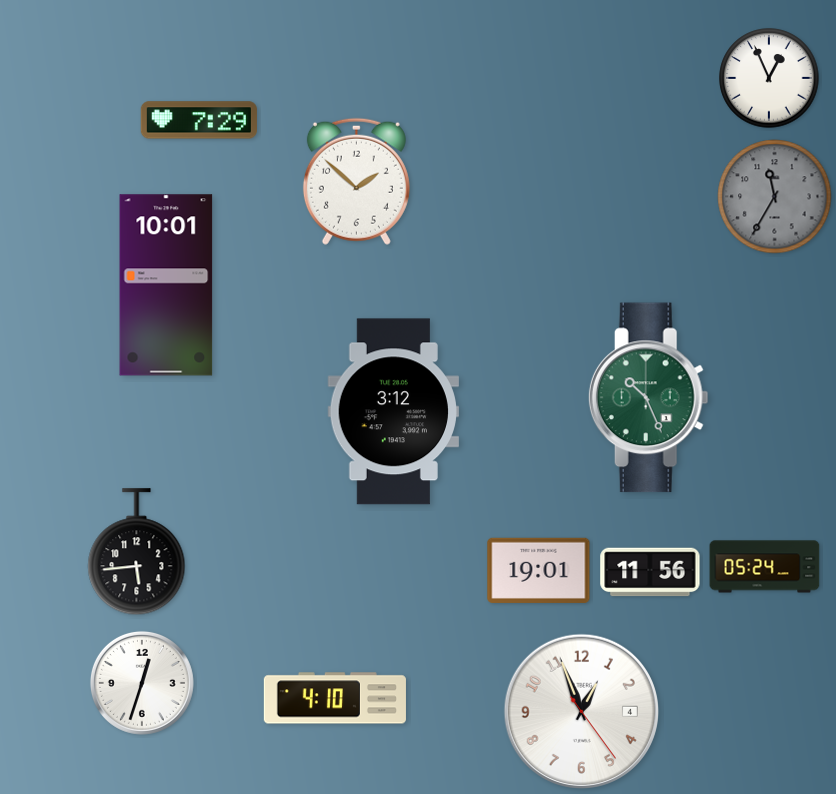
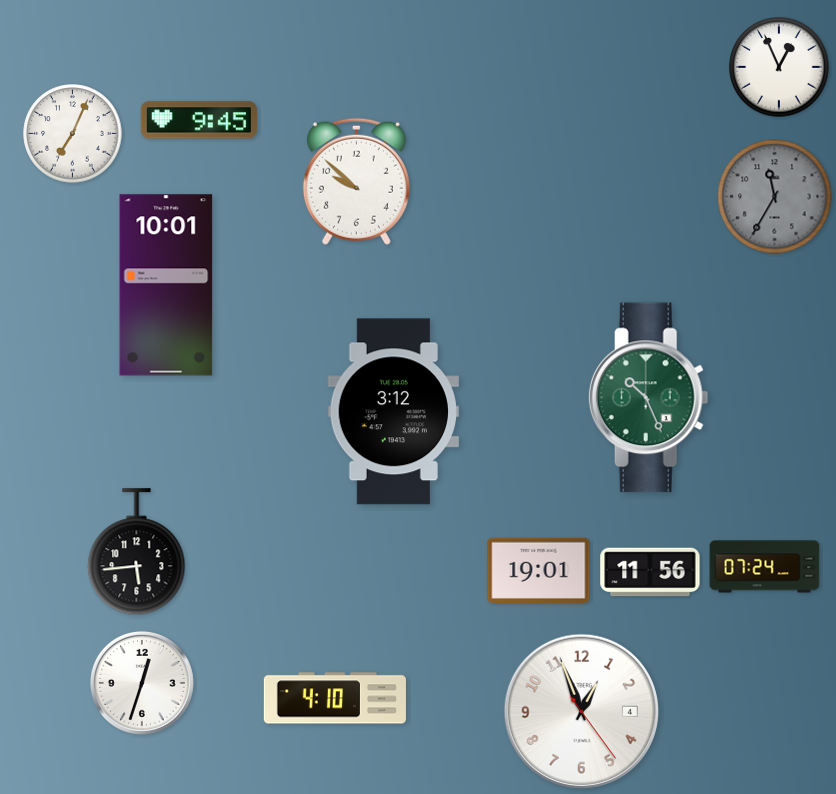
clock at (769, 78) position: (769, 78) -> (779, 67)
clock at (199, 120): 7:29 -> 9:45
clock at (73, 134): none -> 7:04
clock at (356, 181): 1:52 -> 9:52
clock at (765, 567): 05:24 -> 07:24
